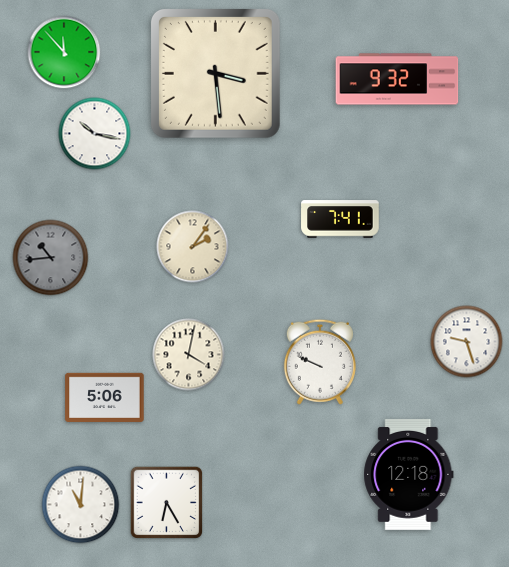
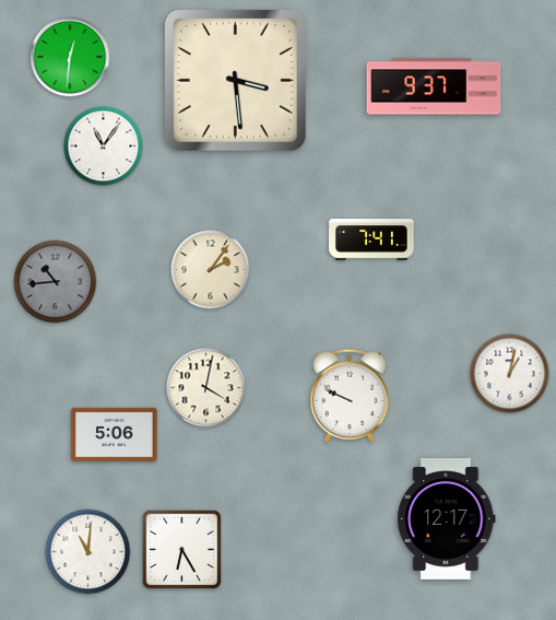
clock at (64, 52): 11:53 -> 12:31
clock at (397, 79): 9:32 -> 9:37
clock at (95, 134): 10:17 -> 11:06
clock at (467, 342): 9:27 -> 1:02
clock at (409, 474): 12:18 -> 12:17
